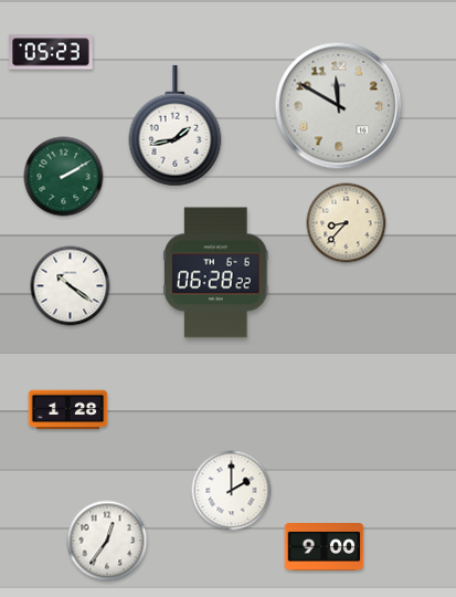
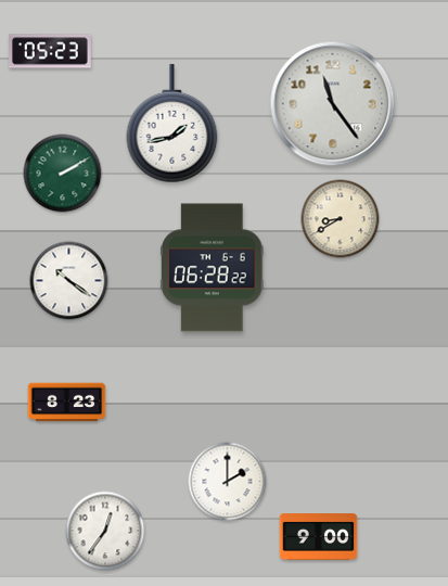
clock at (339, 106): 11:50 -> 11:24
clock at (347, 223): 8:37 -> 8:40
clock at (68, 410): 1:28 -> 8:23
